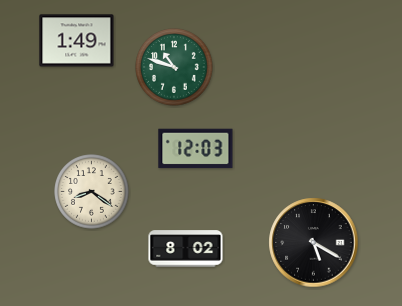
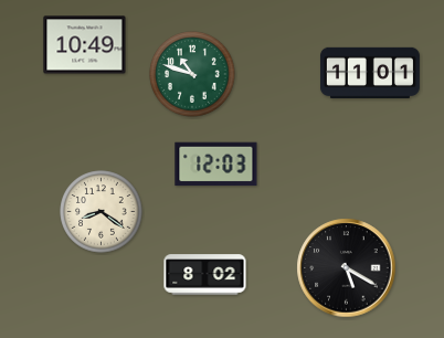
clock at (77, 41): 1:49 -> 10:49
clock at (370, 72): none -> 11:01
